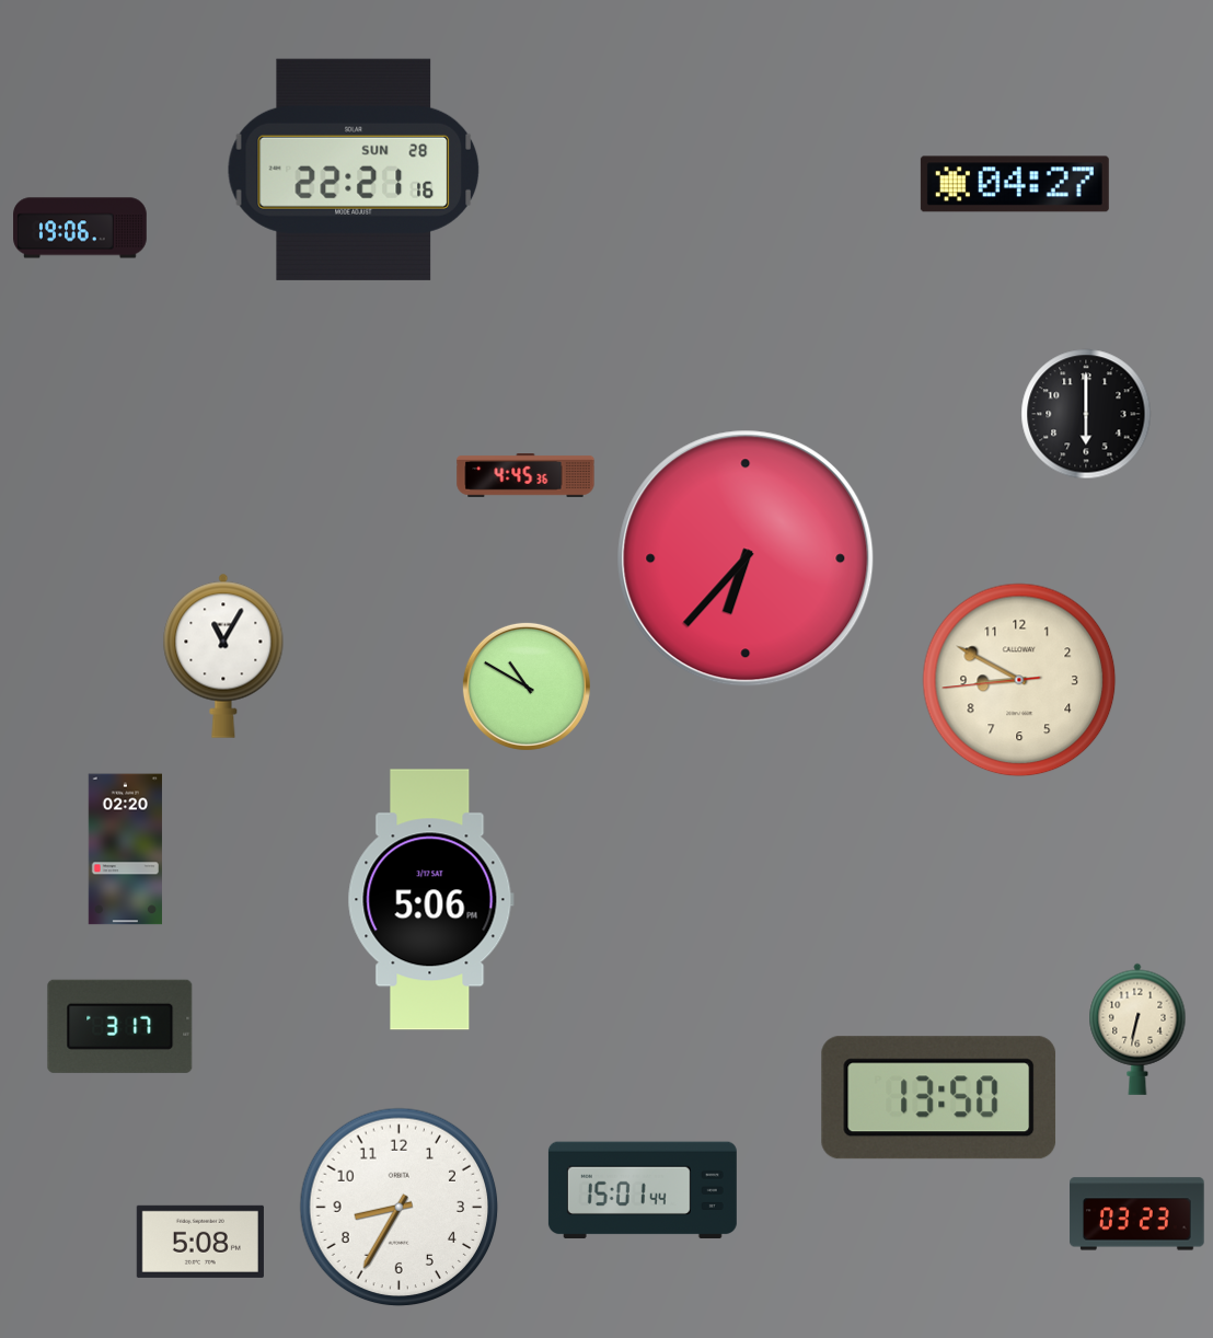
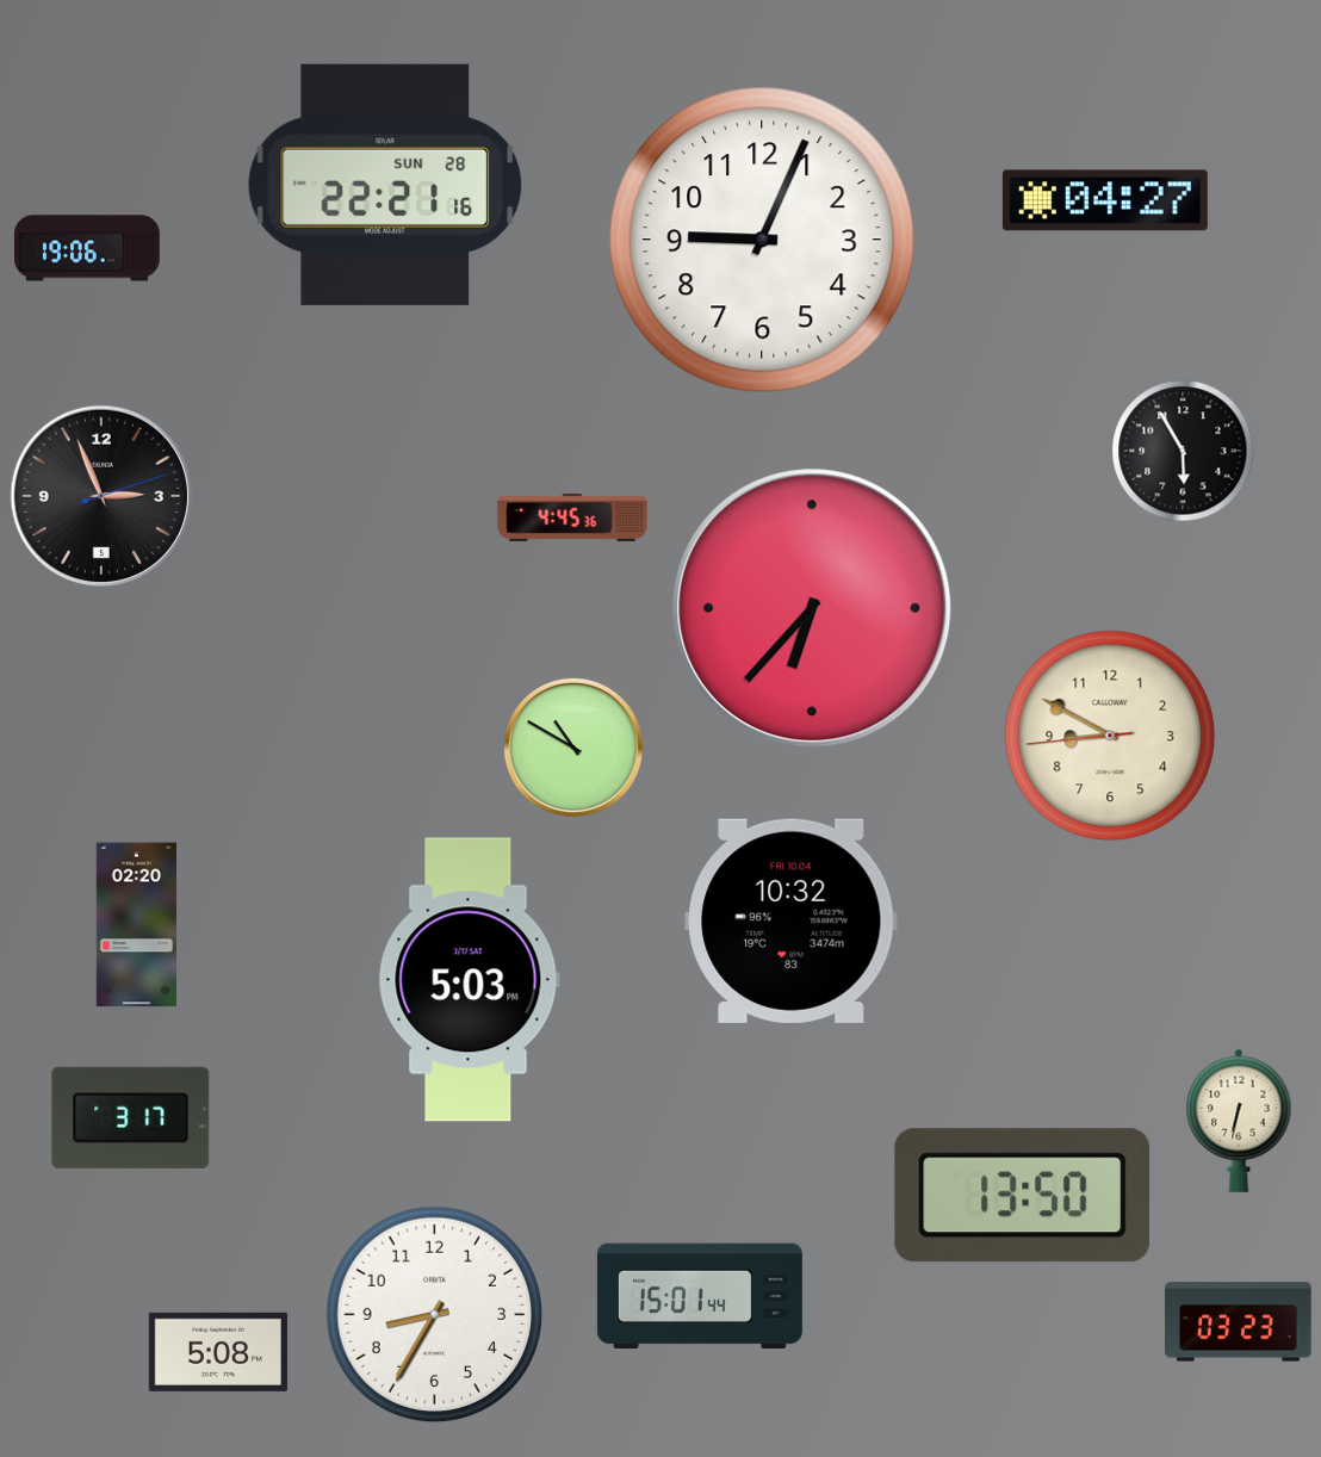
clock at (762, 240): none -> 9:04
clock at (1086, 414): 6:00 -> 5:55
clock at (101, 496): none -> 2:56
clock at (223, 656): 11:05 -> none
clock at (1019, 680) position: (1019, 680) -> (1110, 736)
clock at (792, 920): none -> 10:32
clock at (430, 900): 5:06 -> 5:03
